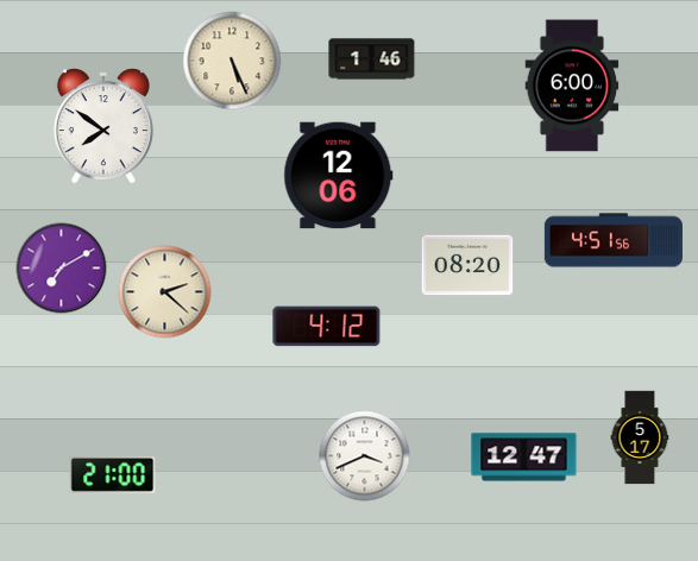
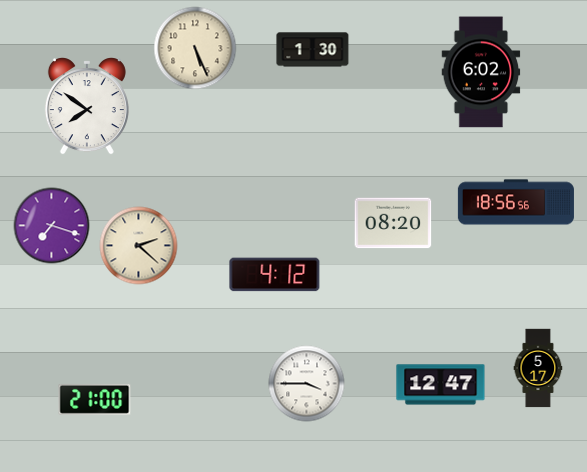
clock at (372, 59): 1:46 -> 1:30
clock at (232, 61) position: (232, 61) -> (195, 48)
clock at (572, 86): 6:00 -> 6:02
clock at (339, 176): 12:06 -> none
clock at (614, 240): 4:51 -> 18:56
clock at (62, 269): 7:10 -> 7:18
clock at (365, 456): 3:41 -> 3:45
